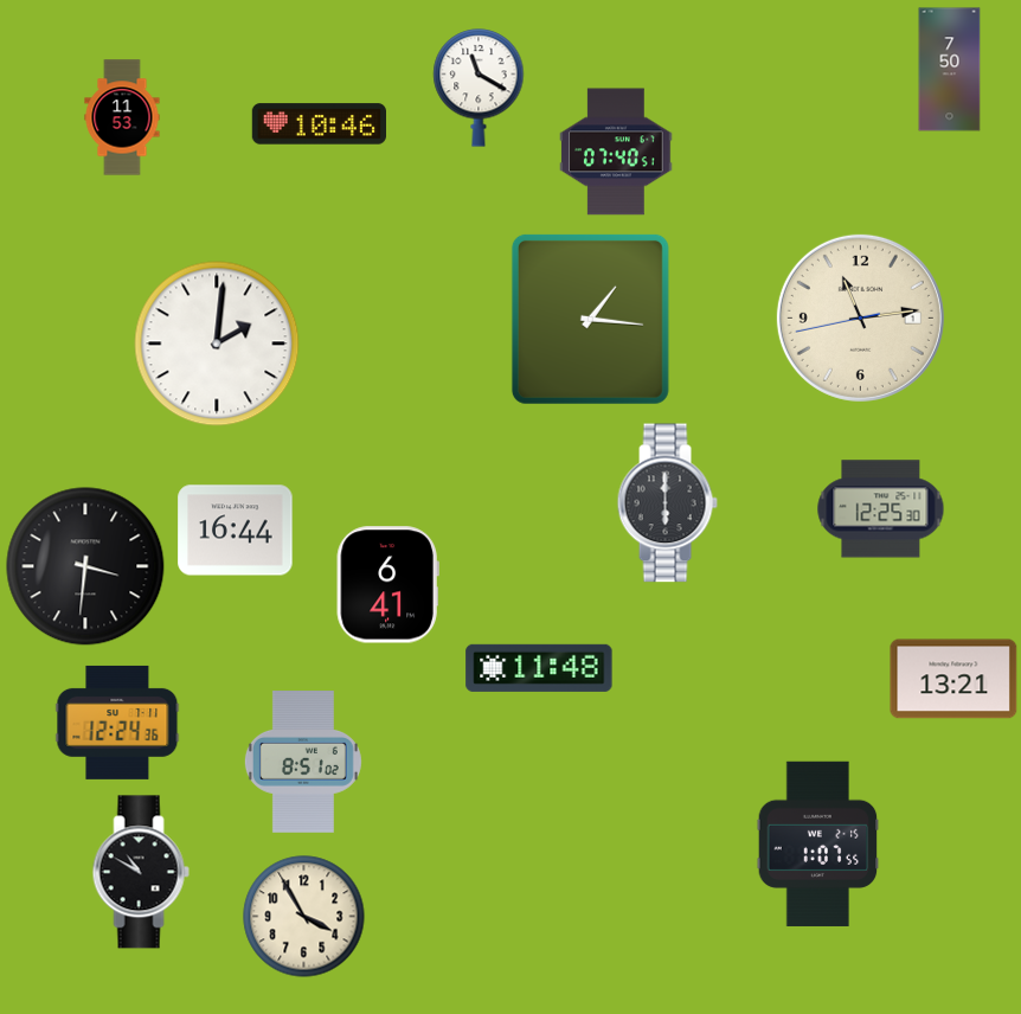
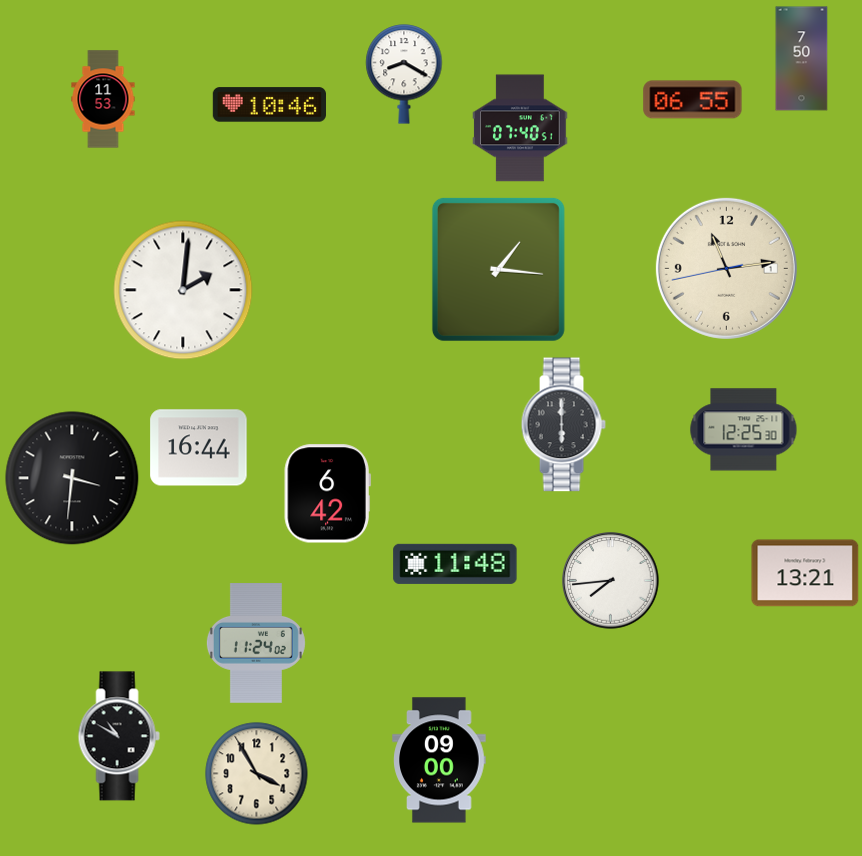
clock at (479, 88): 11:20 -> 8:20
clock at (693, 100): none -> 06:55
clock at (387, 585): 6:41 -> 6:42
clock at (611, 581): none -> 7:44
clock at (117, 723): 12:24 -> none
clock at (303, 763): 8:51 -> 11:24
clock at (818, 843): 1:07 -> none
clock at (439, 760): none -> 09:00
